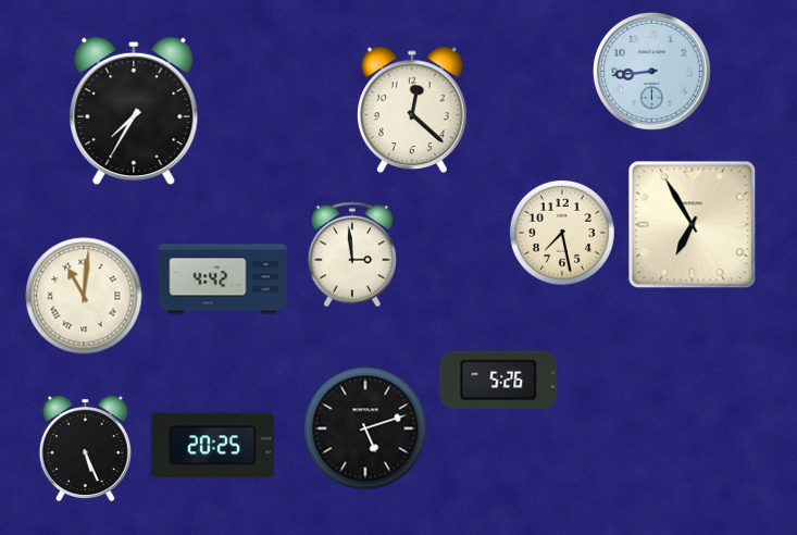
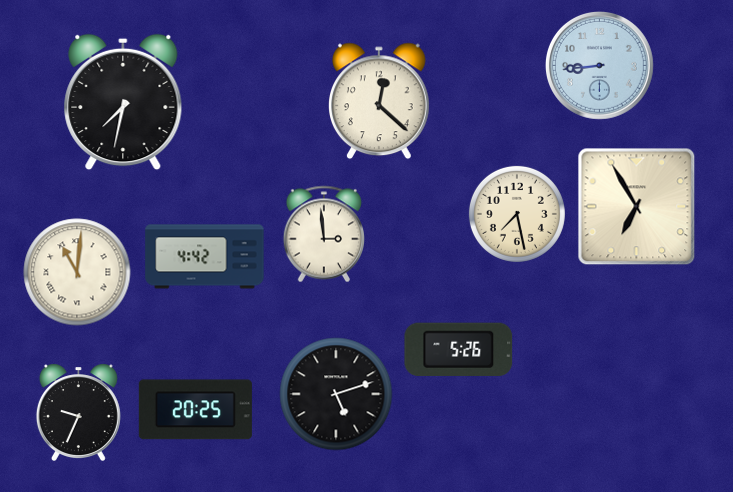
clock at (134, 111): 7:35 -> 7:32
clock at (85, 448): 5:26 -> 9:34
